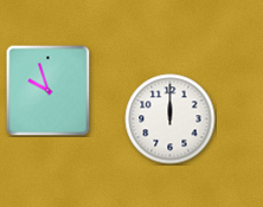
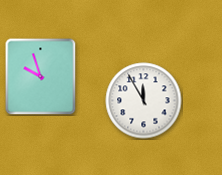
clock at (171, 119): 12:00 -> 11:55
